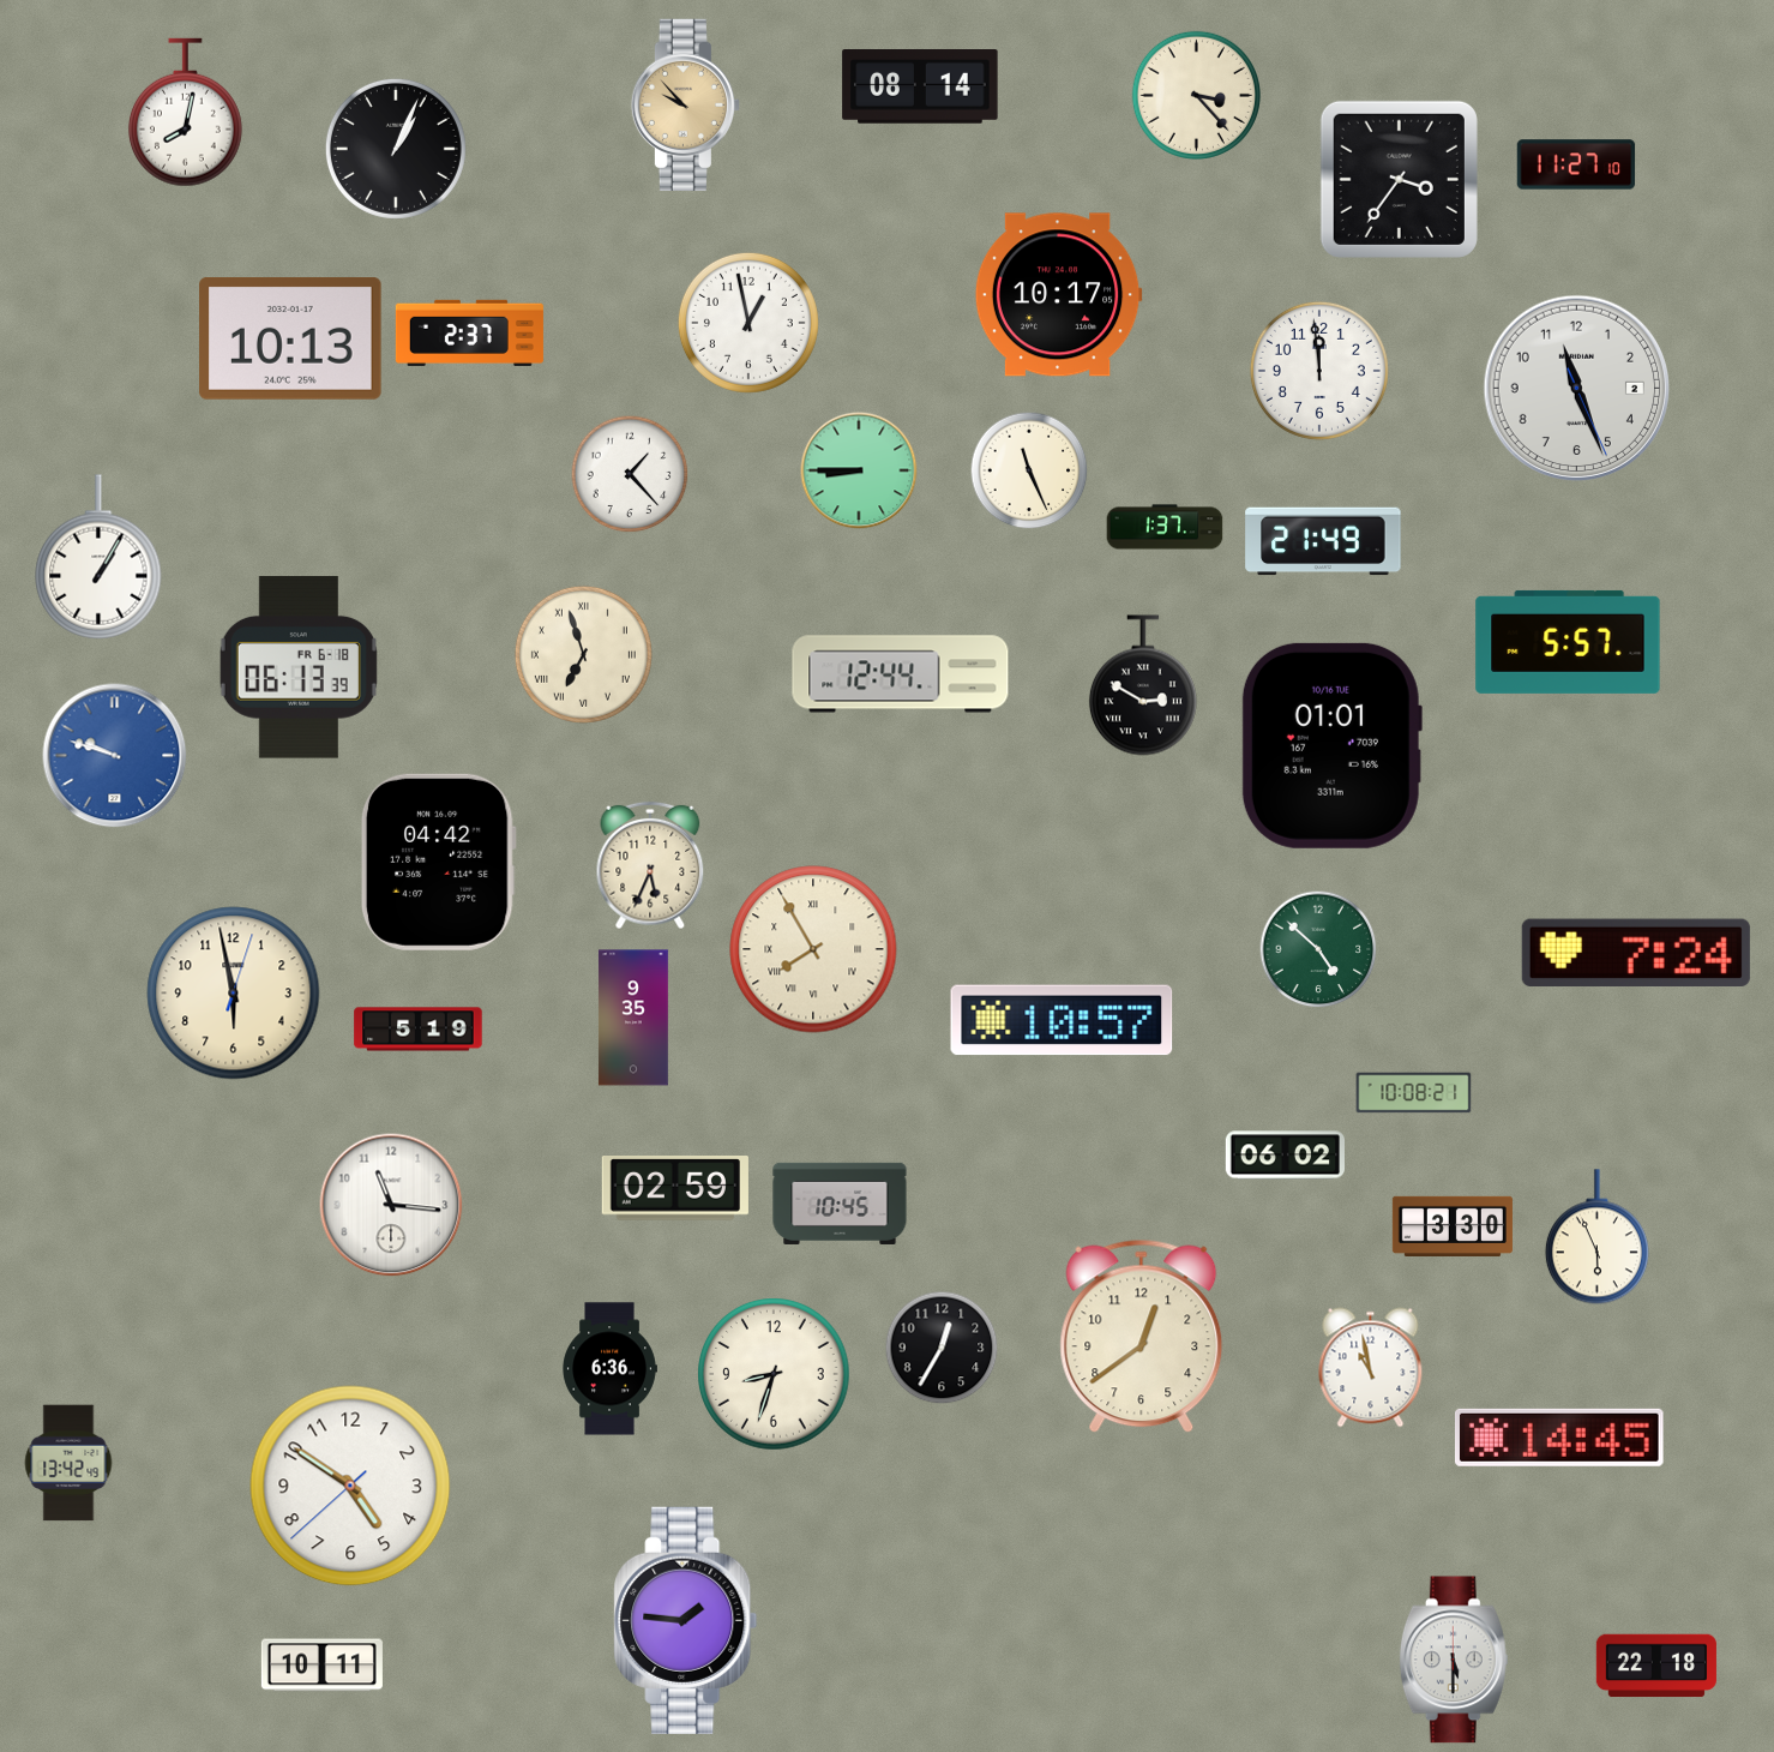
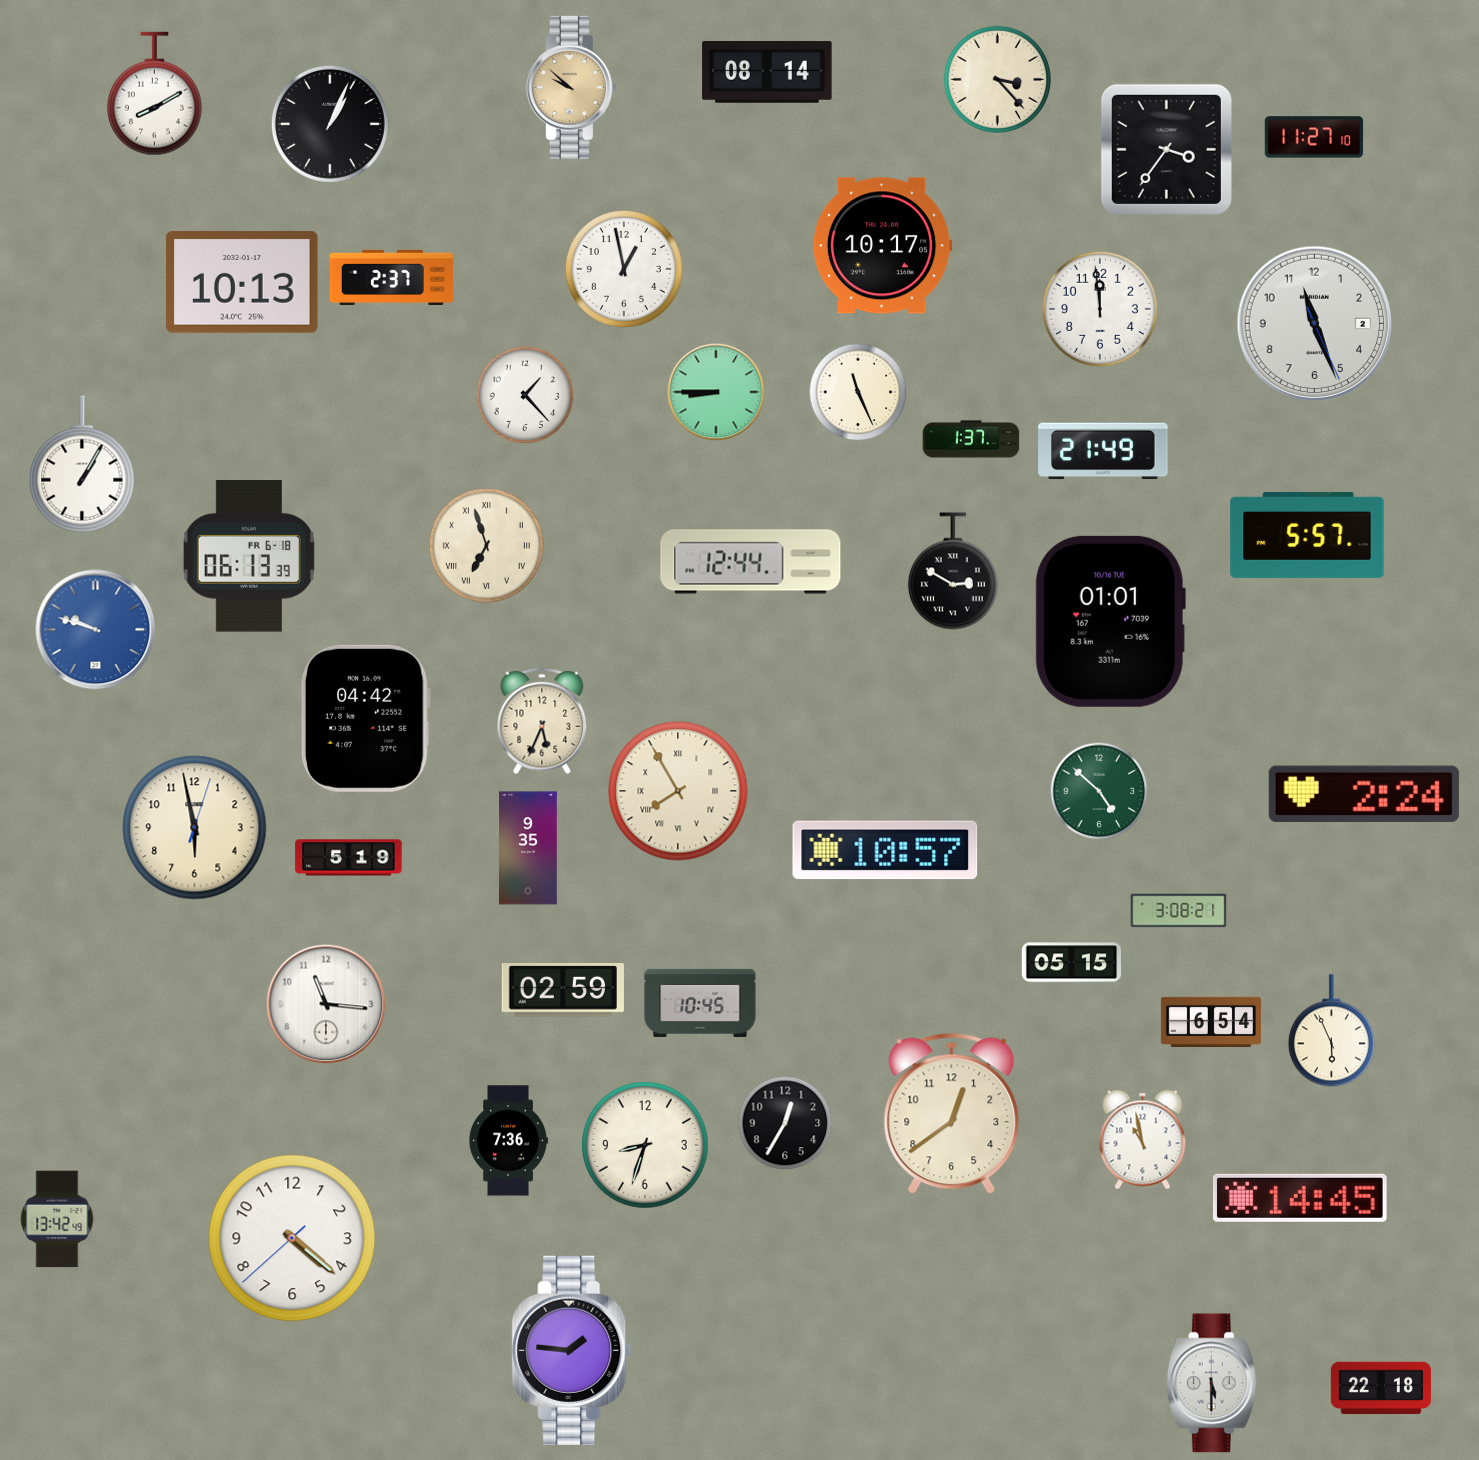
clock at (685, 106): 9:53 -> 9:52
clock at (185, 113): 8:02 -> 8:10
clock at (1636, 952): 7:24 -> 2:24
clock at (1414, 1093): 10:08 -> 3:08
clock at (1286, 1156): 06:02 -> 05:15
clock at (1453, 1225): 3:30 -> 6:54
clock at (609, 1369): 6:36 -> 7:36
clock at (350, 1486): 4:50 -> 4:21
clock at (321, 1666): 10:11 -> none
